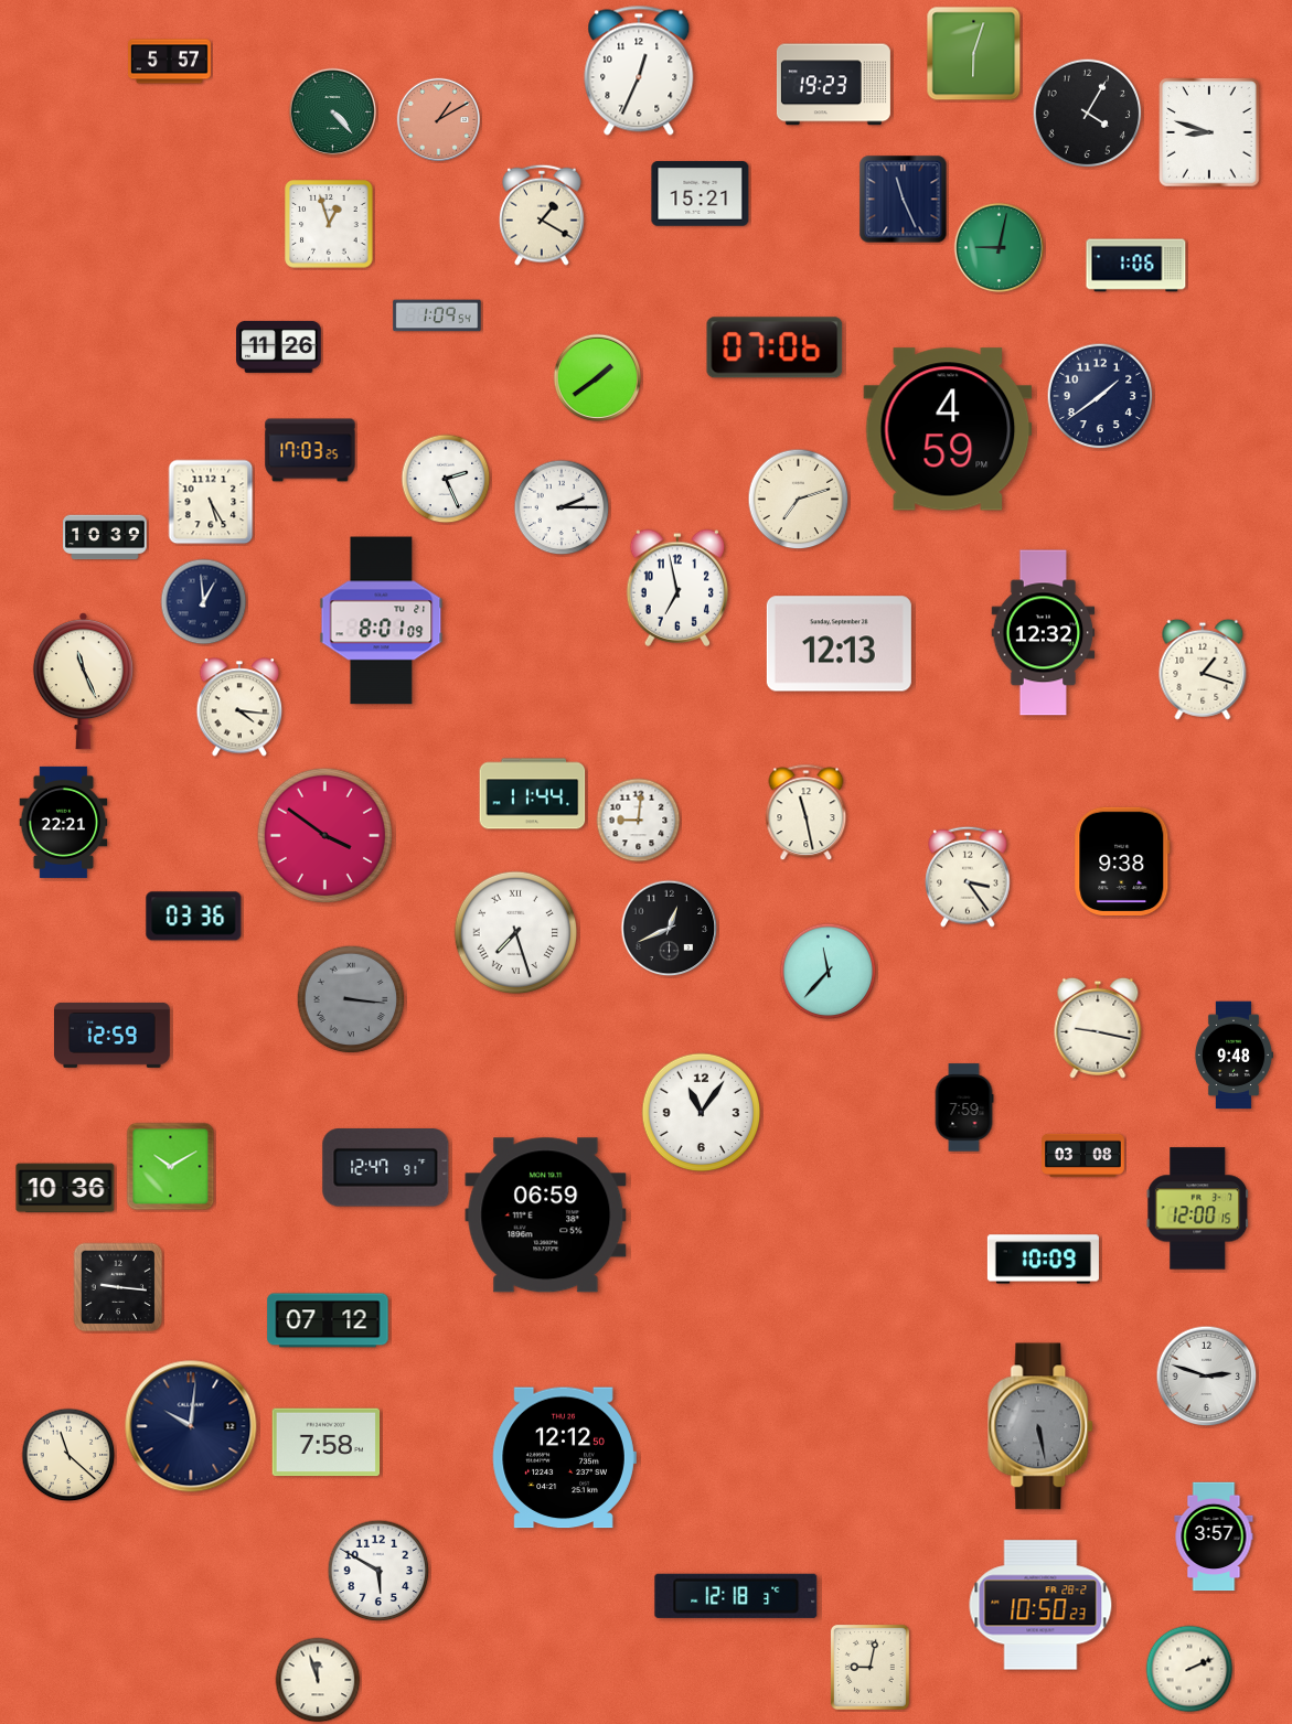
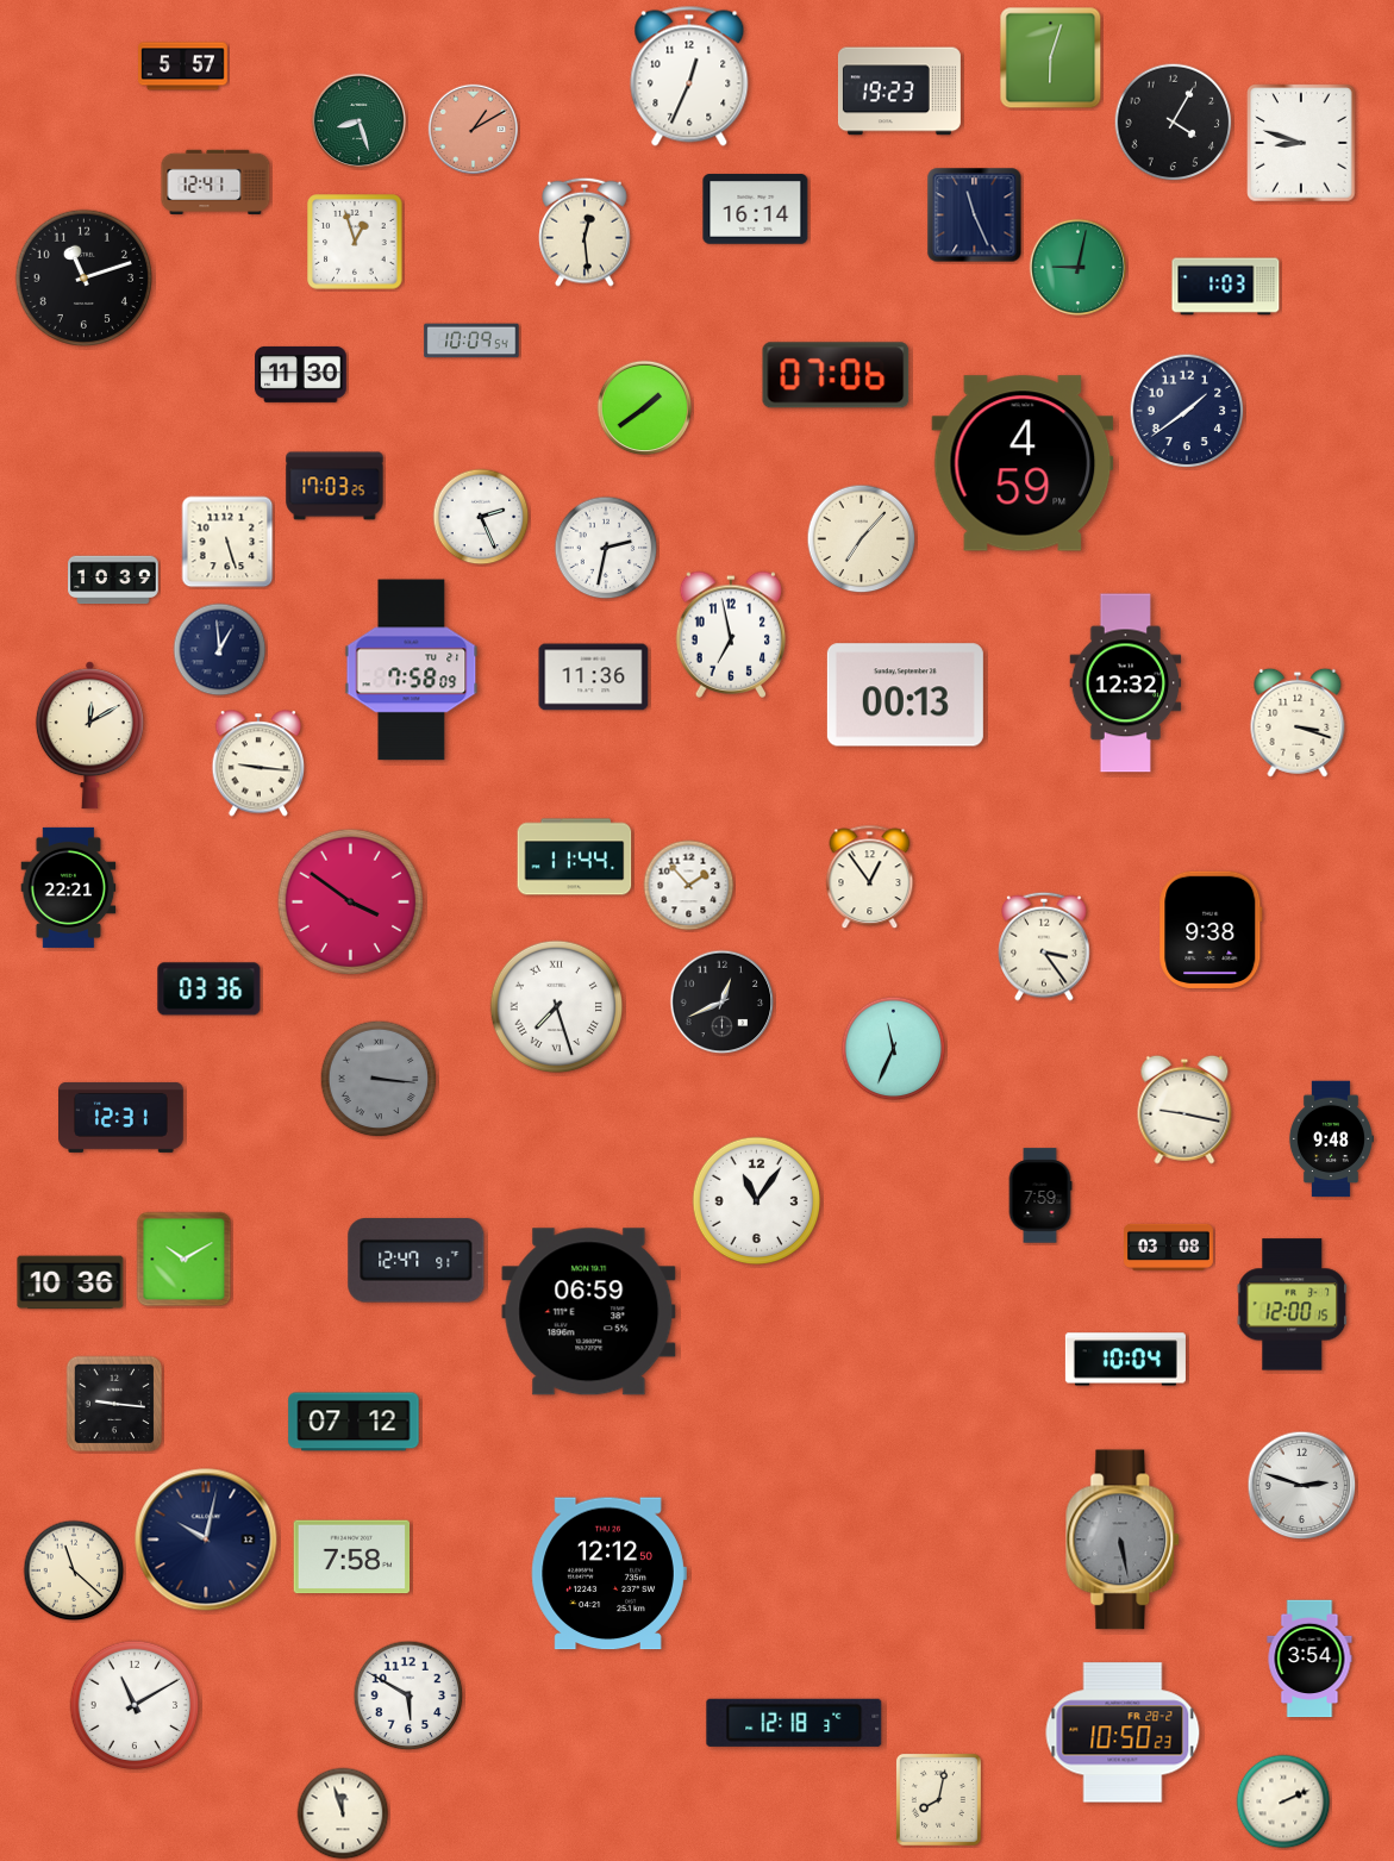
clock at (333, 113): 4:23 -> 8:27
clock at (1209, 132) position: (1209, 132) -> (1301, 143)
clock at (215, 182): none -> 12:41
clock at (701, 194): 15:21 -> 16:14
clock at (542, 215): 1:20 -> 12:29
clock at (85, 279): none -> 11:12
clock at (1136, 266): 1:06 -> 1:03
clock at (437, 315): 1:09 -> 10:09
clock at (279, 346): 11:26 -> 11:30
clock at (1100, 396) position: (1100, 396) -> (1187, 411)
clock at (799, 500): 7:12 -> 7:07
clock at (211, 502): 5:25 -> 5:27
clock at (562, 507): 2:15 -> 2:32
clock at (382, 621): 8:01 -> 7:58
clock at (594, 677): none -> 11:36
clock at (839, 644): 12:13 -> 00:13
clock at (1203, 670): 1:18 -> 3:18
clock at (83, 682): 11:26 -> 12:10
clock at (239, 707): 4:16 -> 9:16
clock at (807, 813): 11:28 -> 12:54
clock at (639, 821): 9:01 -> 1:53
clock at (829, 972): 11:37 -> 11:34
clock at (113, 1035): 12:59 -> 12:31
clock at (1043, 1260): 10:09 -> 10:04
clock at (118, 1287) position: (118, 1287) -> (114, 1404)
clock at (328, 1320) position: (328, 1320) -> (354, 1422)
clock at (191, 1426): 10:01 -> 10:02
clock at (1214, 1536): 3:57 -> 3:54
clock at (135, 1705): none -> 11:10
clock at (869, 1667): 9:02 -> 8:02
